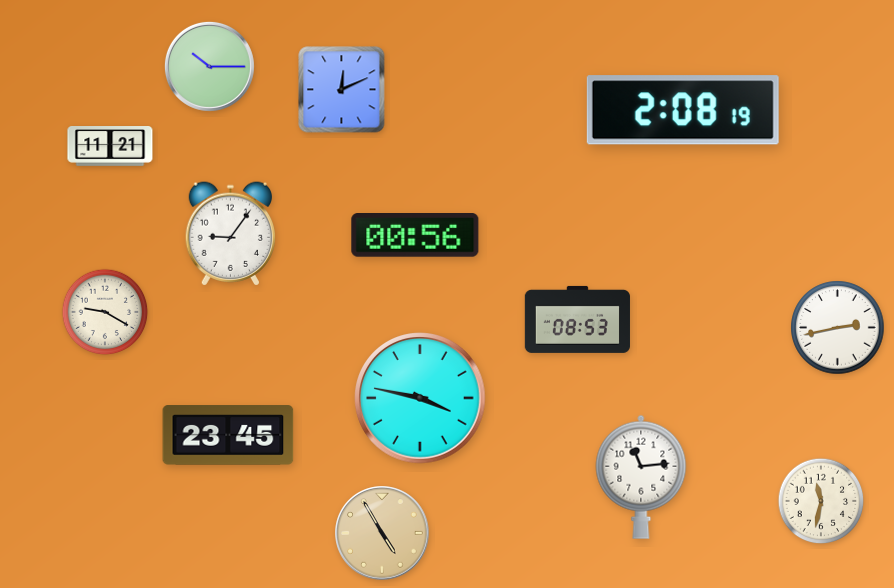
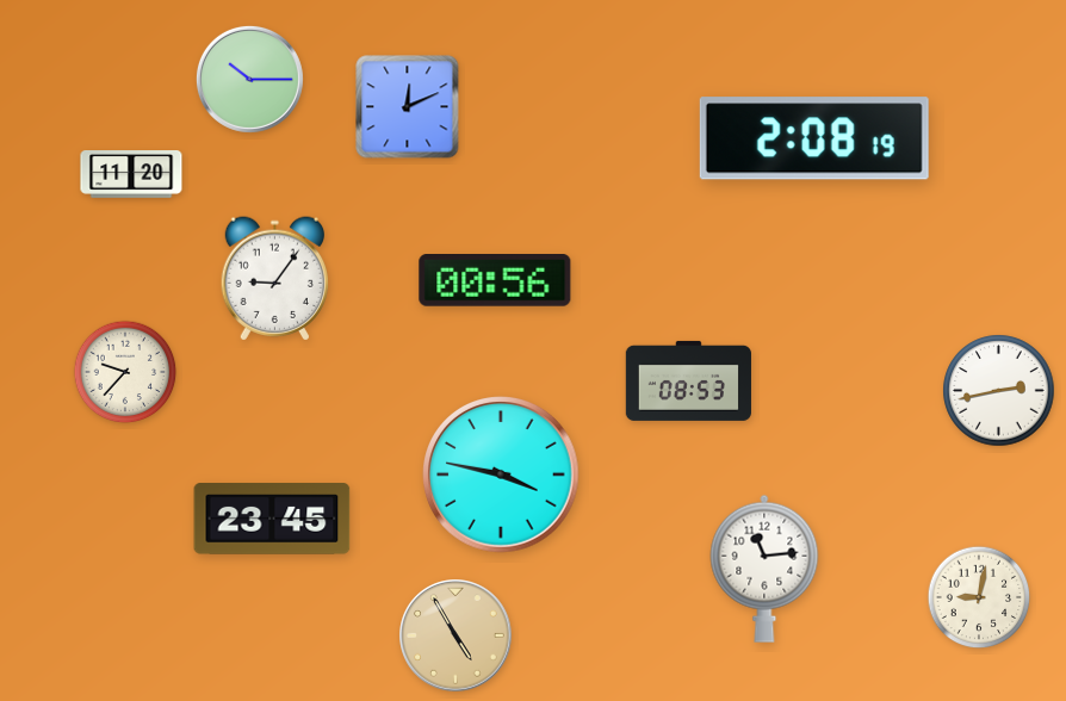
clock at (683, 110) position: (683, 110) -> (814, 138)
clock at (110, 147): 11:21 -> 11:20
clock at (105, 312): 9:20 -> 9:37
clock at (821, 501): 11:32 -> 9:02
